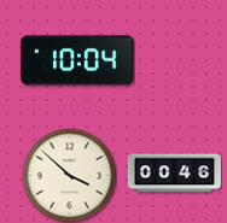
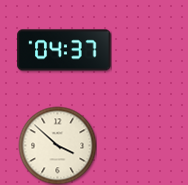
clock at (77, 60): 10:04 -> 04:37
clock at (174, 174): 00:46 -> none
